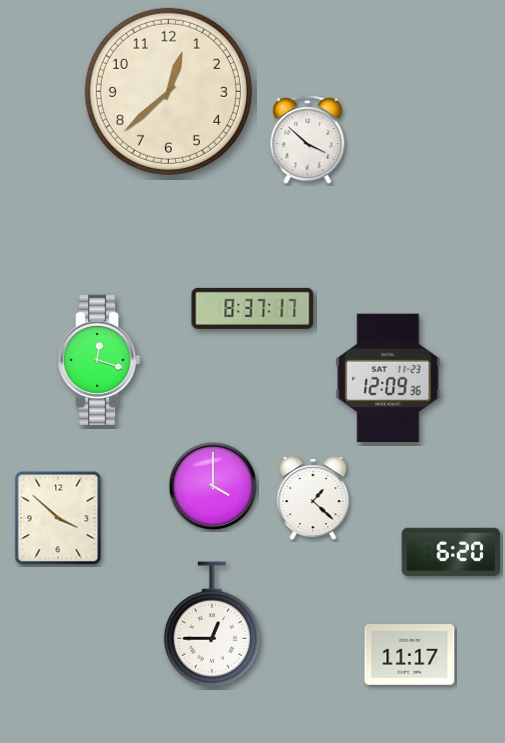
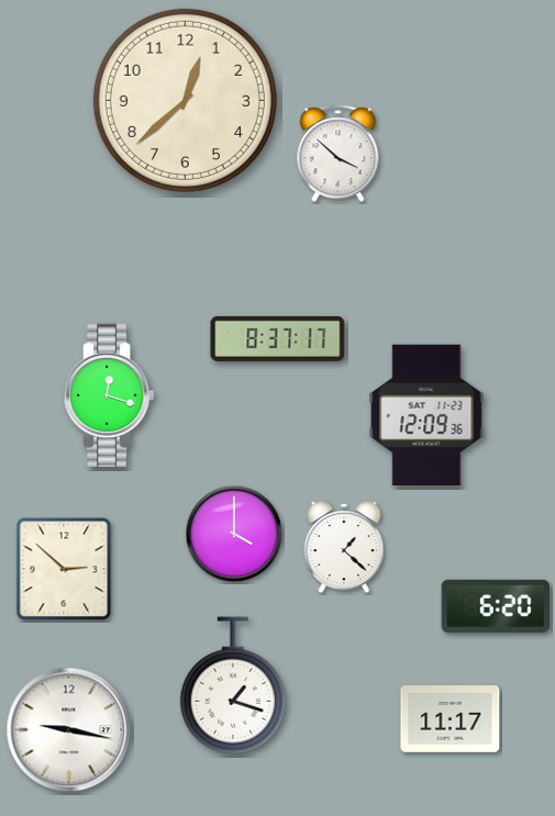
clock at (58, 518): 3:52 -> 2:52
clock at (212, 624): 12:45 -> 1:18
clock at (69, 730): none -> 9:17
